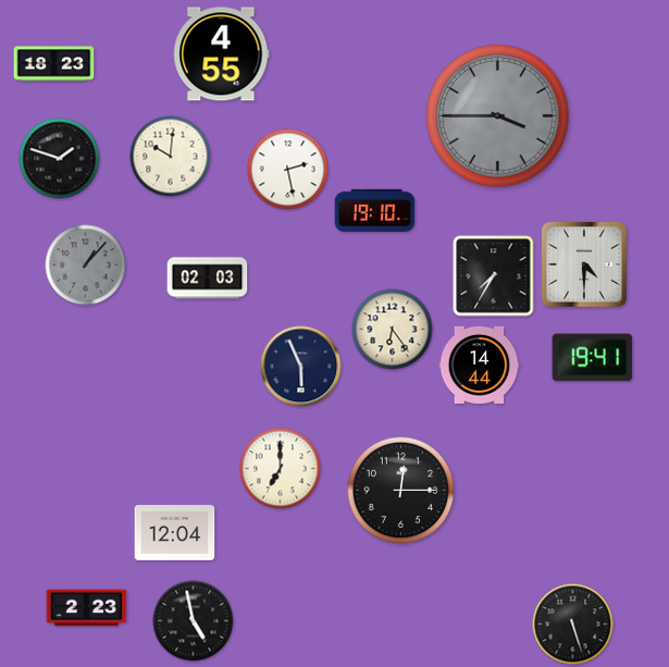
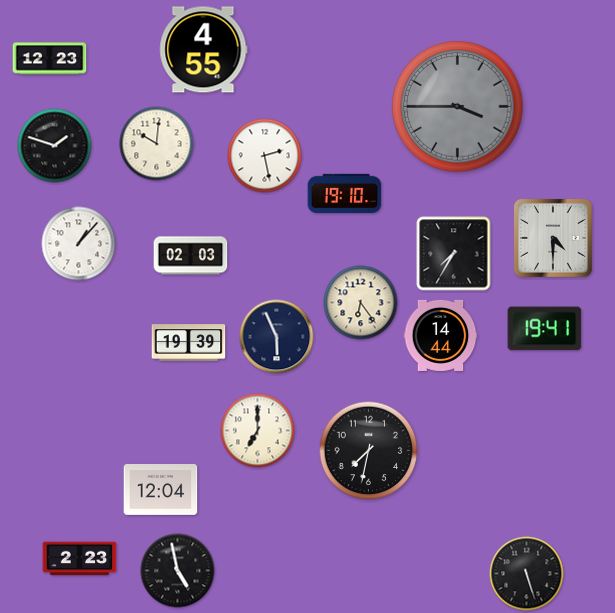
clock at (54, 64): 18:23 -> 12:23
clock at (86, 265) dial: grey -> white
clock at (585, 265) position: (585, 265) -> (554, 239)
clock at (189, 343): none -> 19:39
clock at (401, 491): 12:15 -> 7:32
